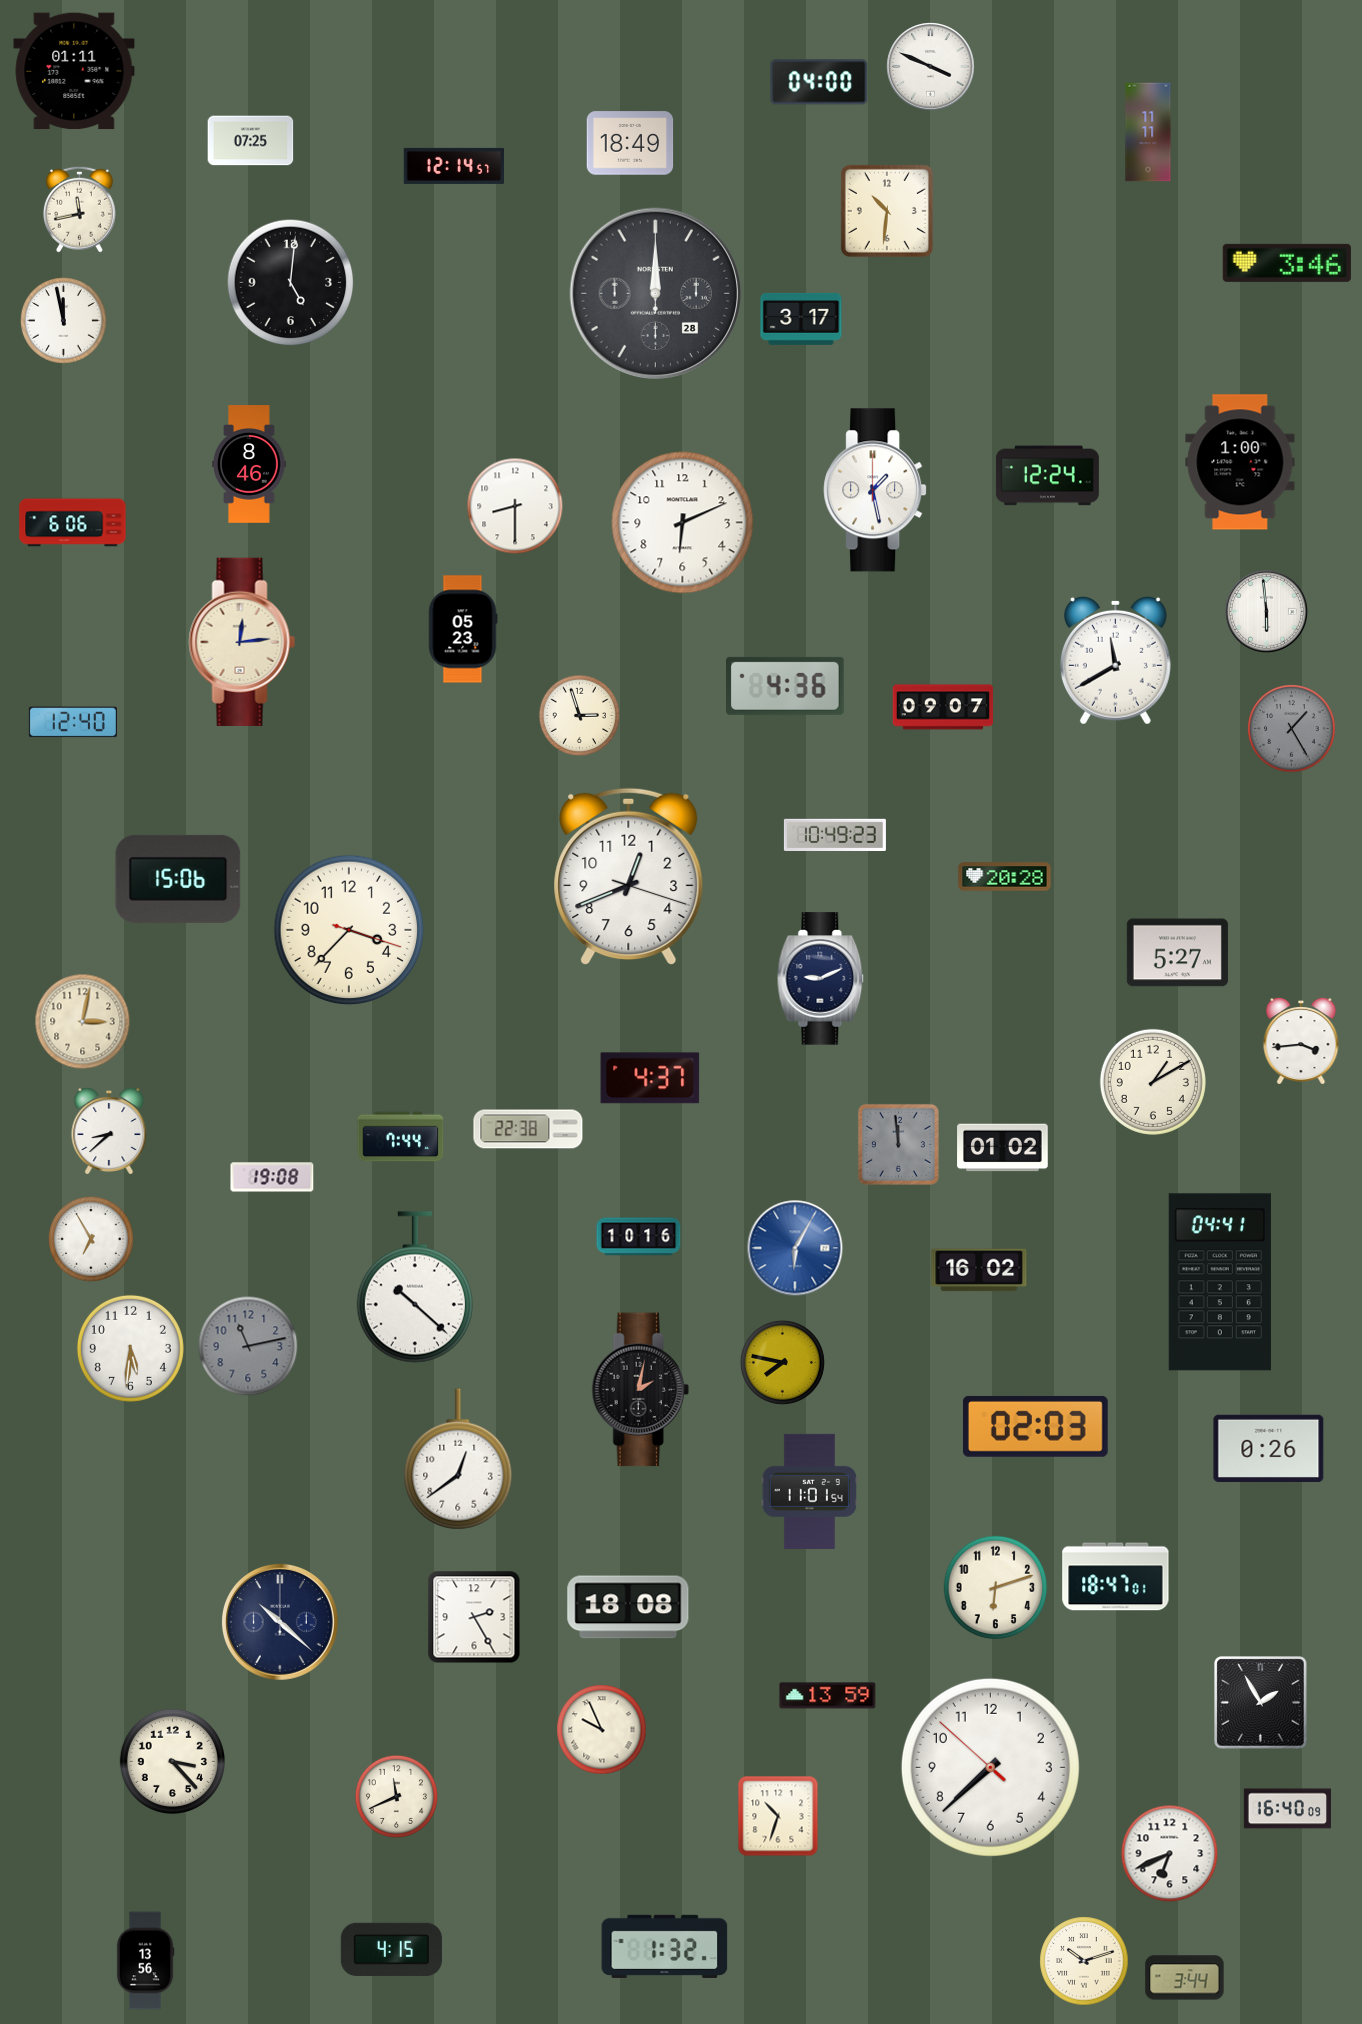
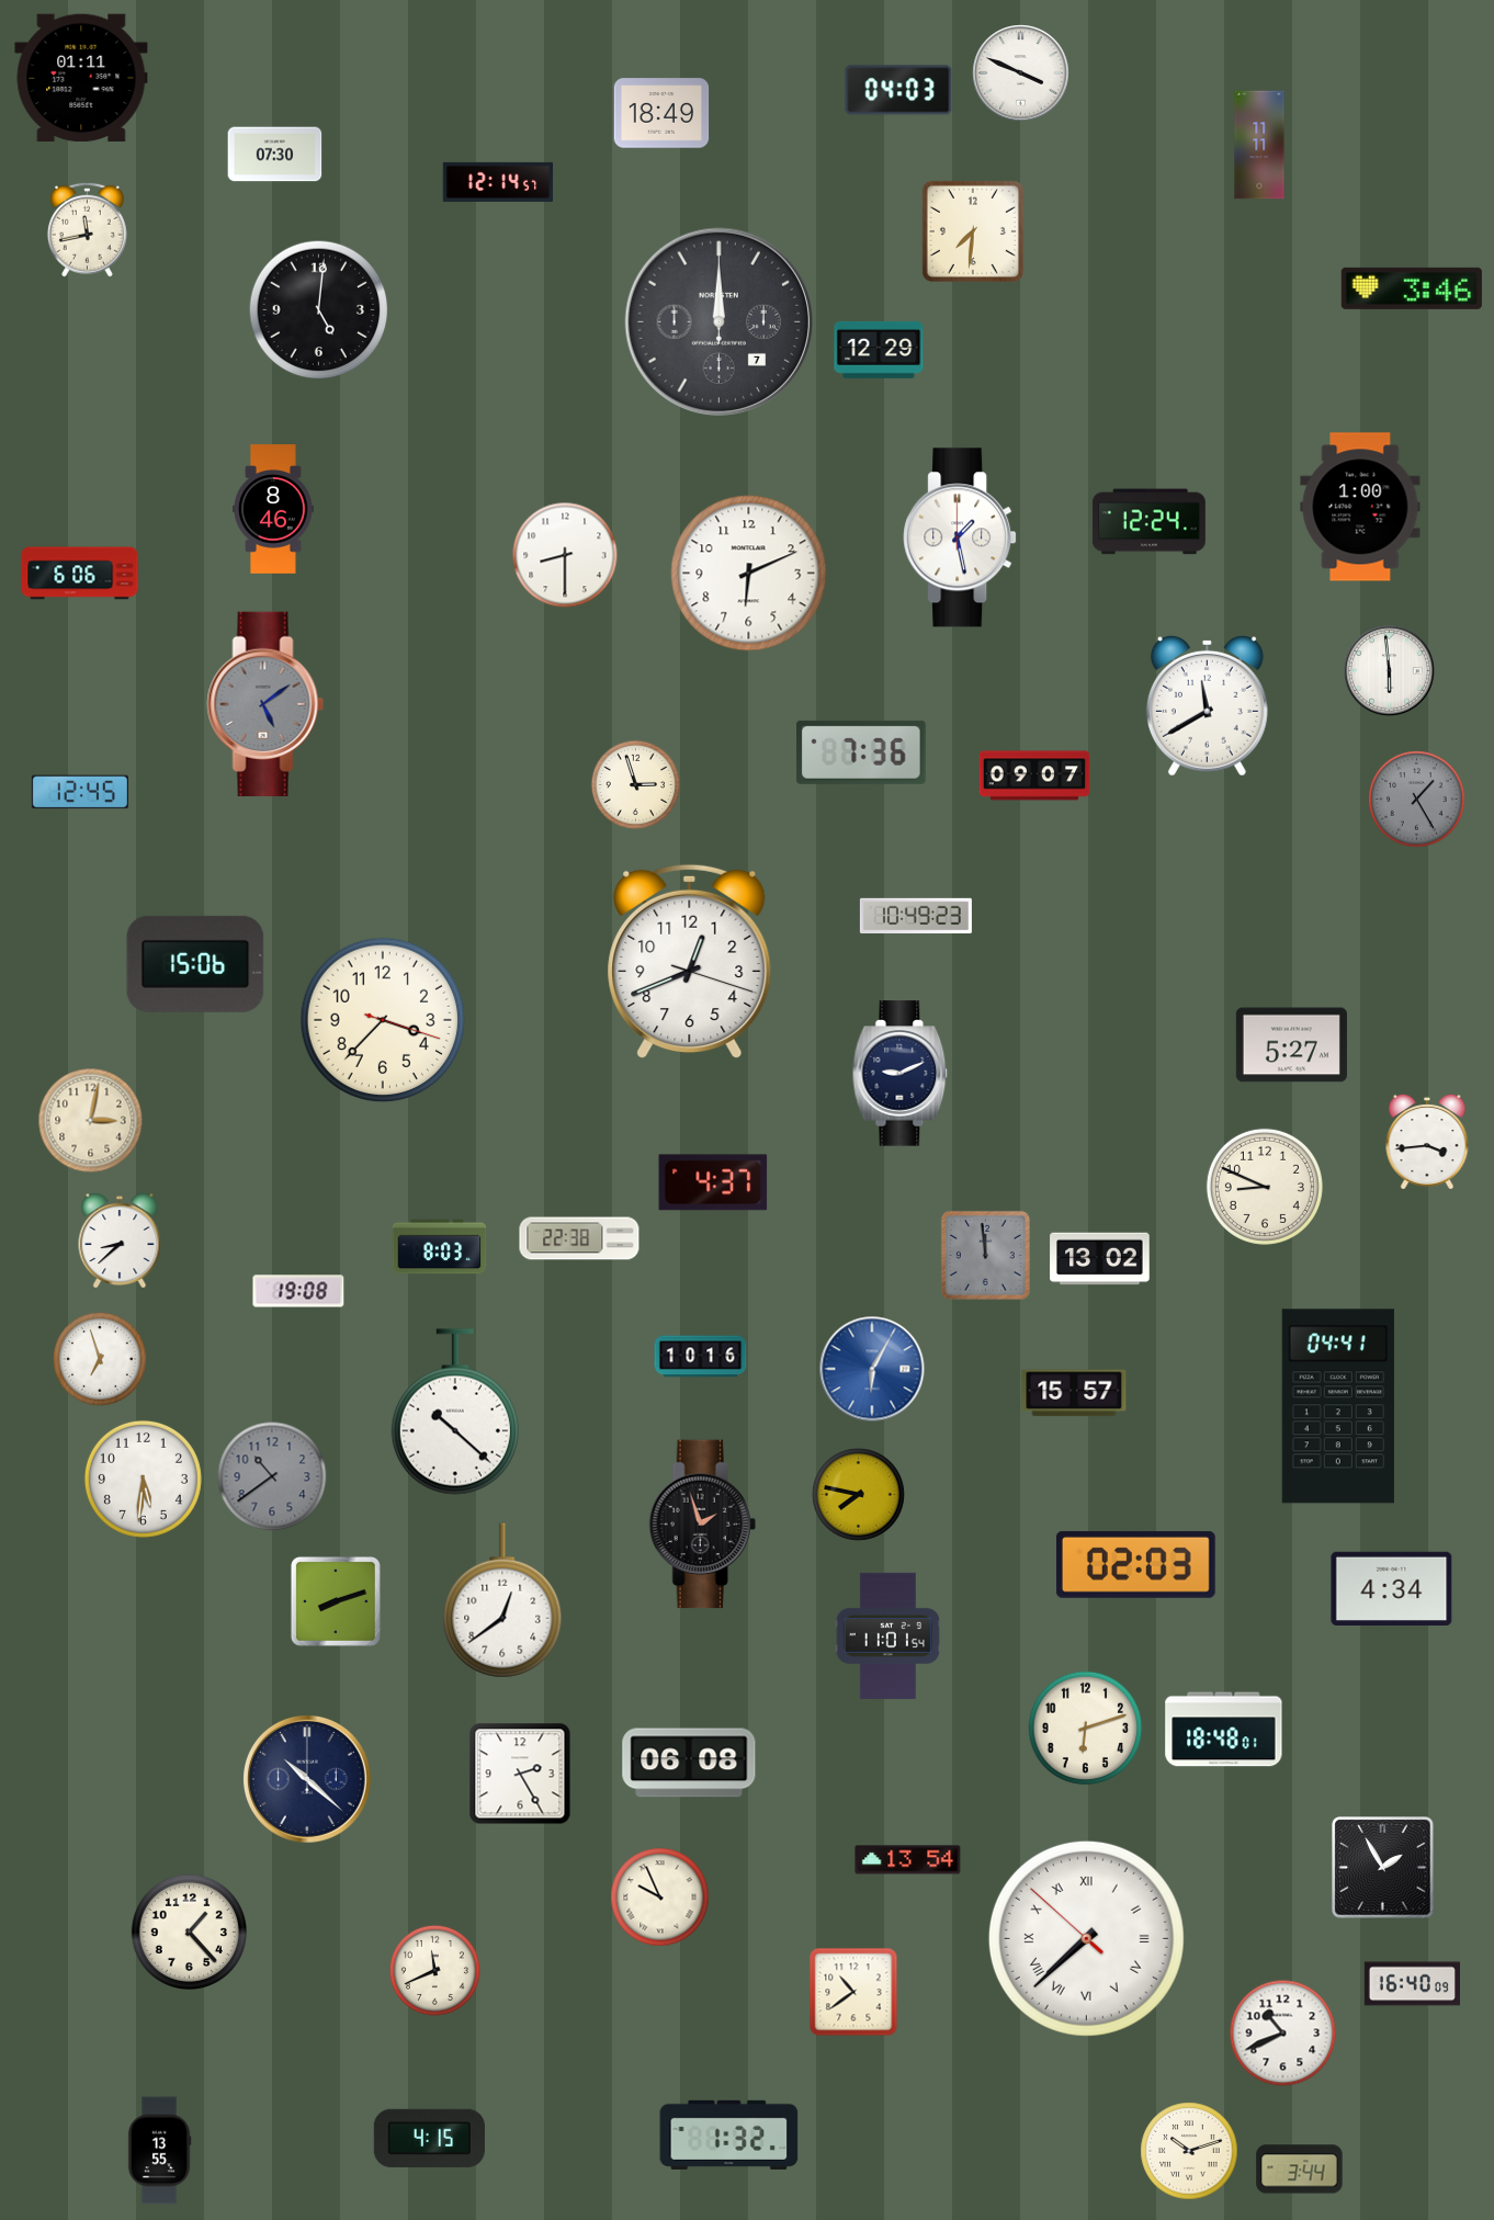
clock at (819, 82): 04:00 -> 04:03
clock at (251, 141): 07:25 -> 07:30
clock at (630, 143) position: (630, 143) -> (661, 113)
clock at (887, 211): 10:31 -> 7:31
clock at (655, 293) date: 28 -> 7
clock at (801, 319): 3:17 -> 12:29
clock at (64, 321): 11:58 -> none
clock at (463, 629): 05:23 -> none
clock at (242, 642): 12:14 -> 5:09
clock at (242, 642) dial: cream -> grey
clock at (1115, 660) position: (1115, 660) -> (1207, 705)
clock at (786, 686): 4:36 -> 7:36
clock at (73, 722): 12:40 -> 12:45
clock at (1005, 877): 20:28 -> none
clock at (1153, 1082): 1:10 -> 8:49
clock at (401, 1137): 7:44 -> 8:03
clock at (1003, 1148): 01:02 -> 13:02
clock at (92, 1240): 6:55 -> 6:57
clock at (979, 1270): 16:02 -> 15:57
clock at (248, 1346): 11:13 -> 10:39
clock at (640, 1390): 2:02 -> 1:57
clock at (1269, 1448): 0:26 -> 4:34
clock at (336, 1601): none -> 8:12
clock at (1116, 1577): 18:47 -> 18:48
clock at (996, 1588) position: (996, 1588) -> (1086, 1729)
clock at (628, 1607): 18:08 -> 06:08
clock at (828, 1696): 13:59 -> 13:54
clock at (172, 1761): 3:23 -> 1:23
clock at (990, 1767) numerals: Arabic -> Roman
clock at (778, 1816): 10:33 -> 10:39
clock at (1170, 1854): 6:41 -> 10:41
clock at (145, 1961): 13:56 -> 13:55
